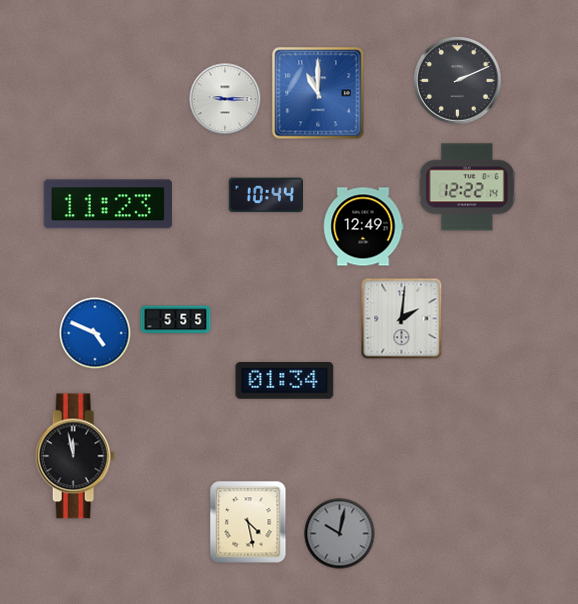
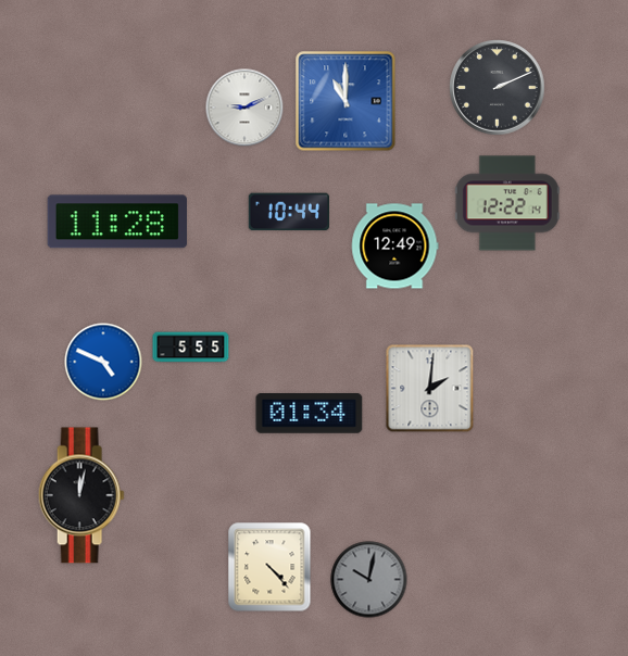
clock at (225, 99): 9:15 -> 9:11
clock at (108, 204): 11:23 -> 11:28
clock at (402, 319) position: (402, 319) -> (430, 389)
clock at (75, 456): 11:58 -> 12:02
clock at (248, 522): 4:28 -> 4:23
